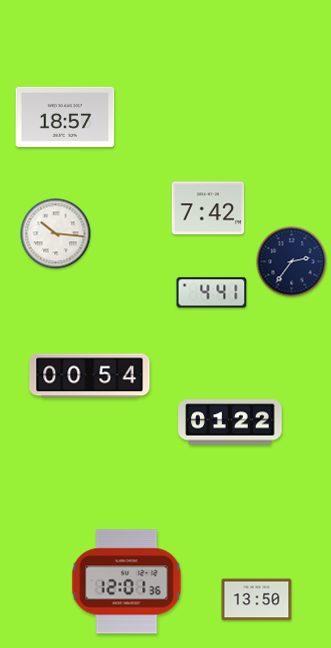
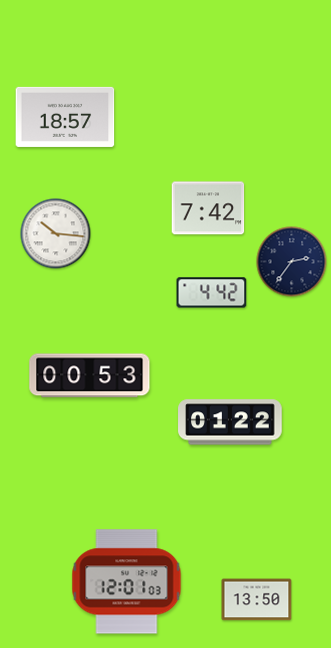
clock at (212, 293): 4:41 -> 4:42
clock at (90, 376): 00:54 -> 00:53
clock at (127, 582): 12:01:36 -> 12:01:03
